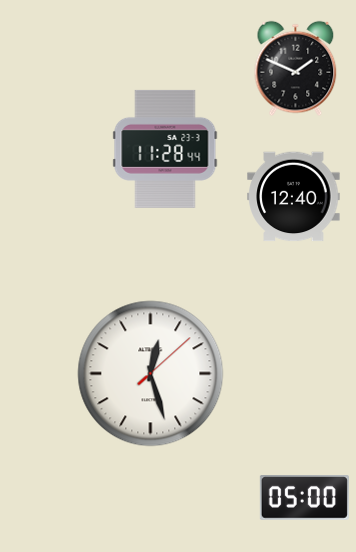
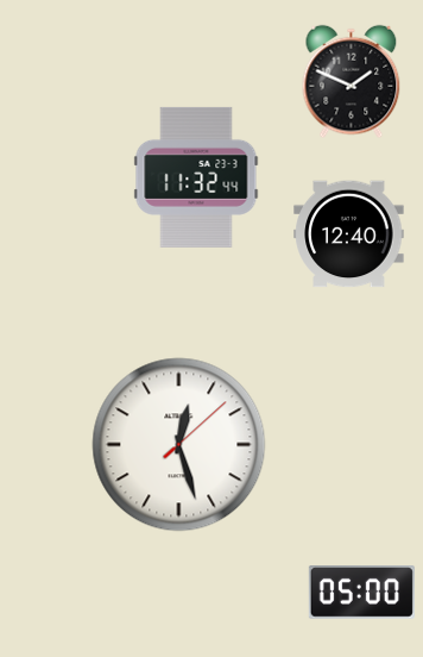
clock at (165, 149): 11:28 -> 11:32
